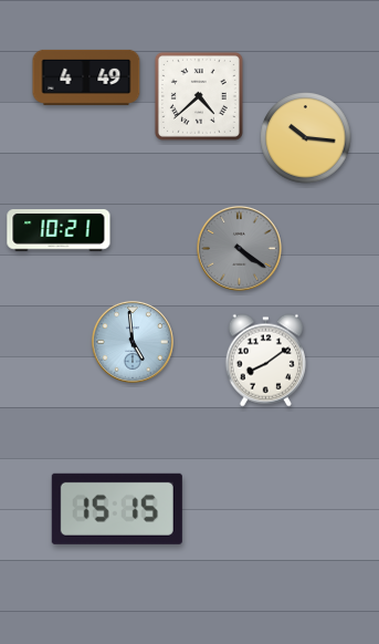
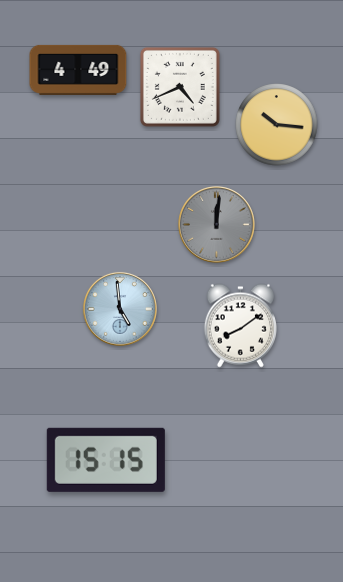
clock at (199, 96): 4:38 -> 4:41
clock at (59, 230): 10:21 -> none
clock at (240, 249): 4:21 -> 12:01
